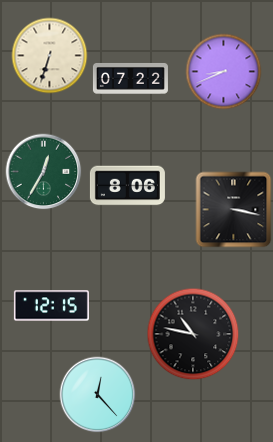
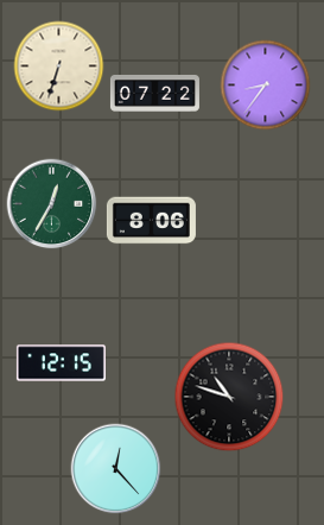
clock at (224, 72): 8:41 -> 8:36
clock at (234, 210): 3:17 -> none
clock at (193, 334): 10:47 -> 10:48
